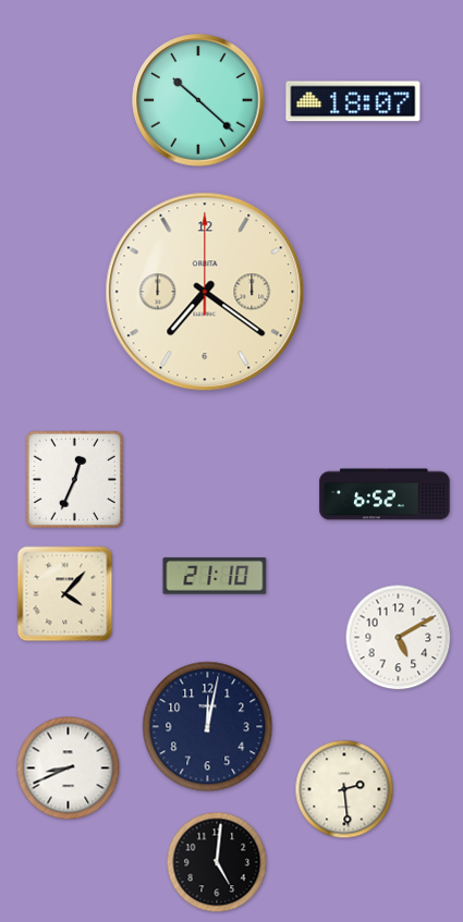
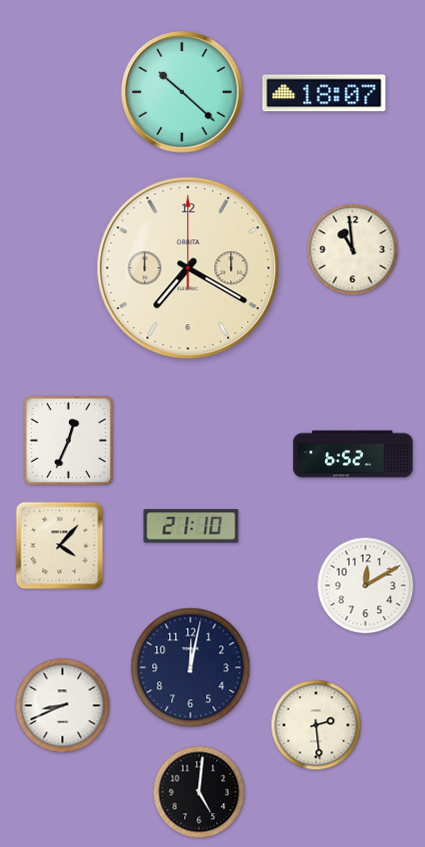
clock at (353, 250): none -> 10:59
clock at (205, 292): 7:21 -> 7:20
clock at (215, 576) position: (215, 576) -> (191, 526)
clock at (399, 638): 5:10 -> 12:10
